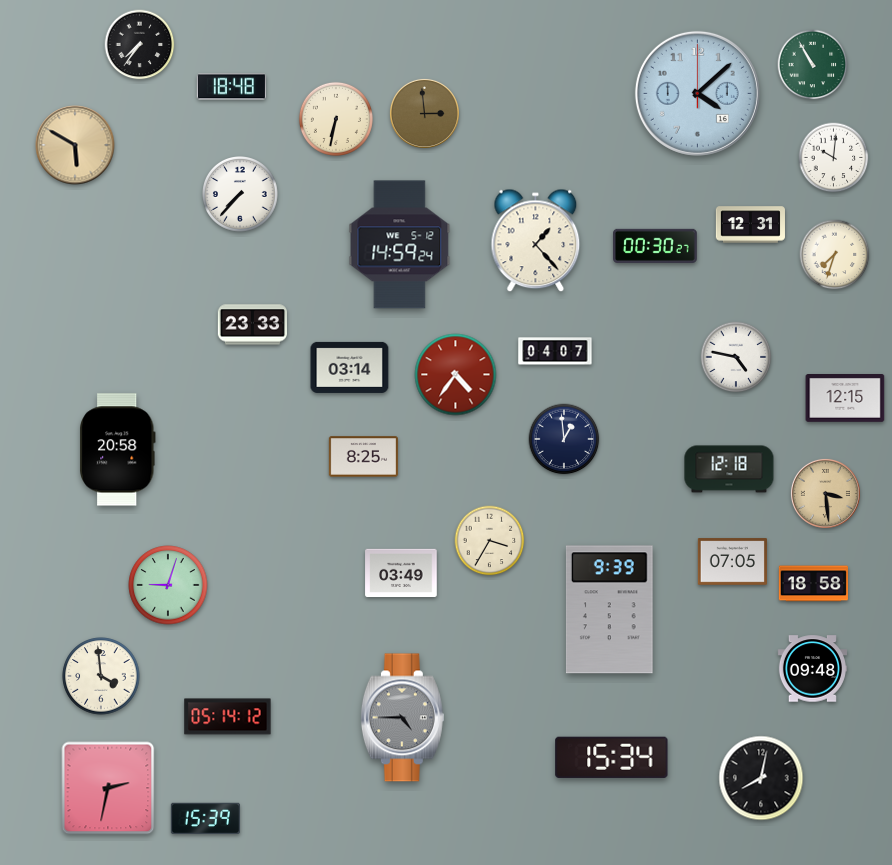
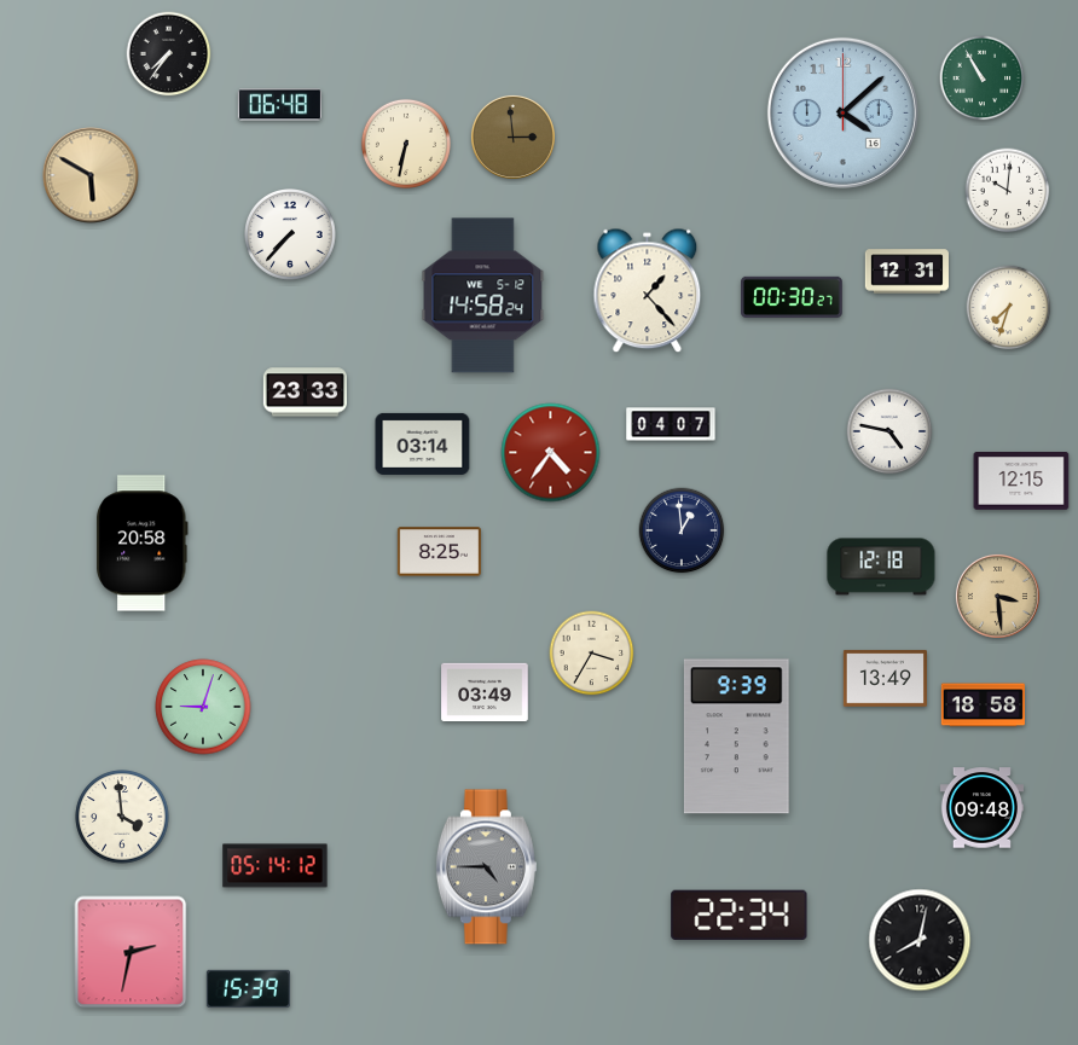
clock at (231, 87): 18:48 -> 06:48
clock at (400, 245): 14:59 -> 14:58
clock at (732, 562): 07:05 -> 13:49
clock at (612, 757): 15:34 -> 22:34
